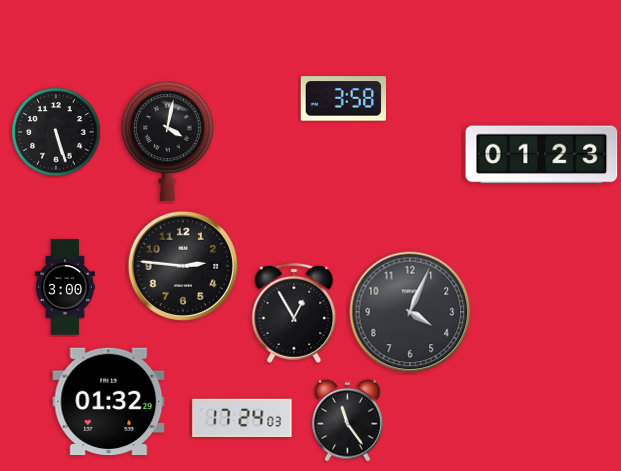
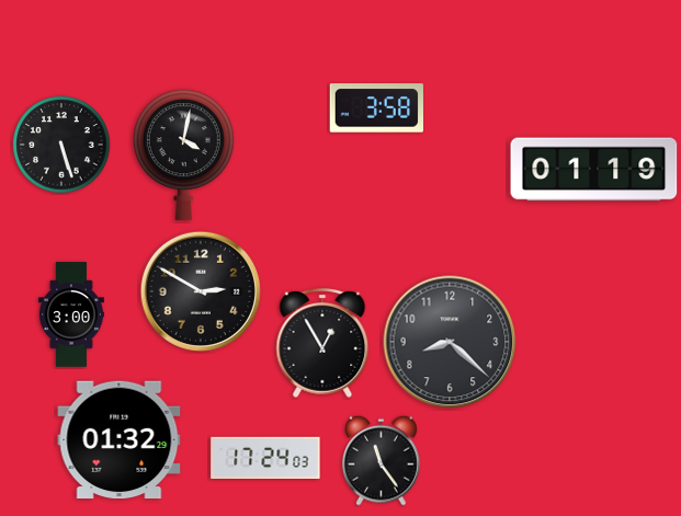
clock at (542, 155): 01:23 -> 01:19
clock at (183, 266): 2:46 -> 2:50
clock at (410, 312): 4:04 -> 8:22
